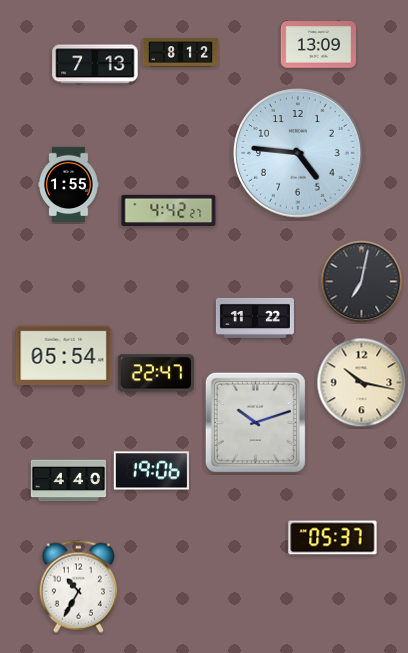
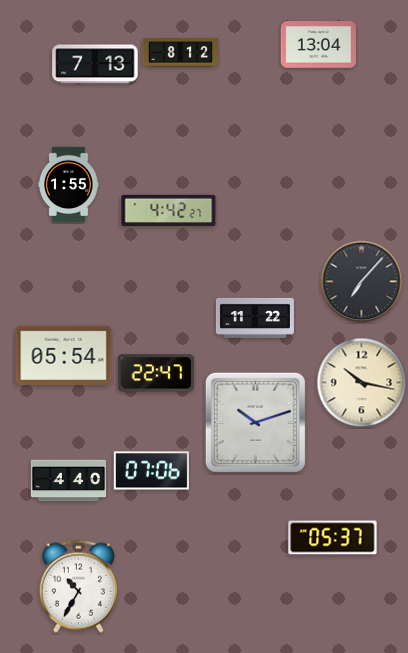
clock at (318, 45): 13:09 -> 13:04
clock at (299, 154): 4:46 -> none
clock at (362, 282): 7:02 -> 7:07
clock at (151, 471): 19:06 -> 07:06
